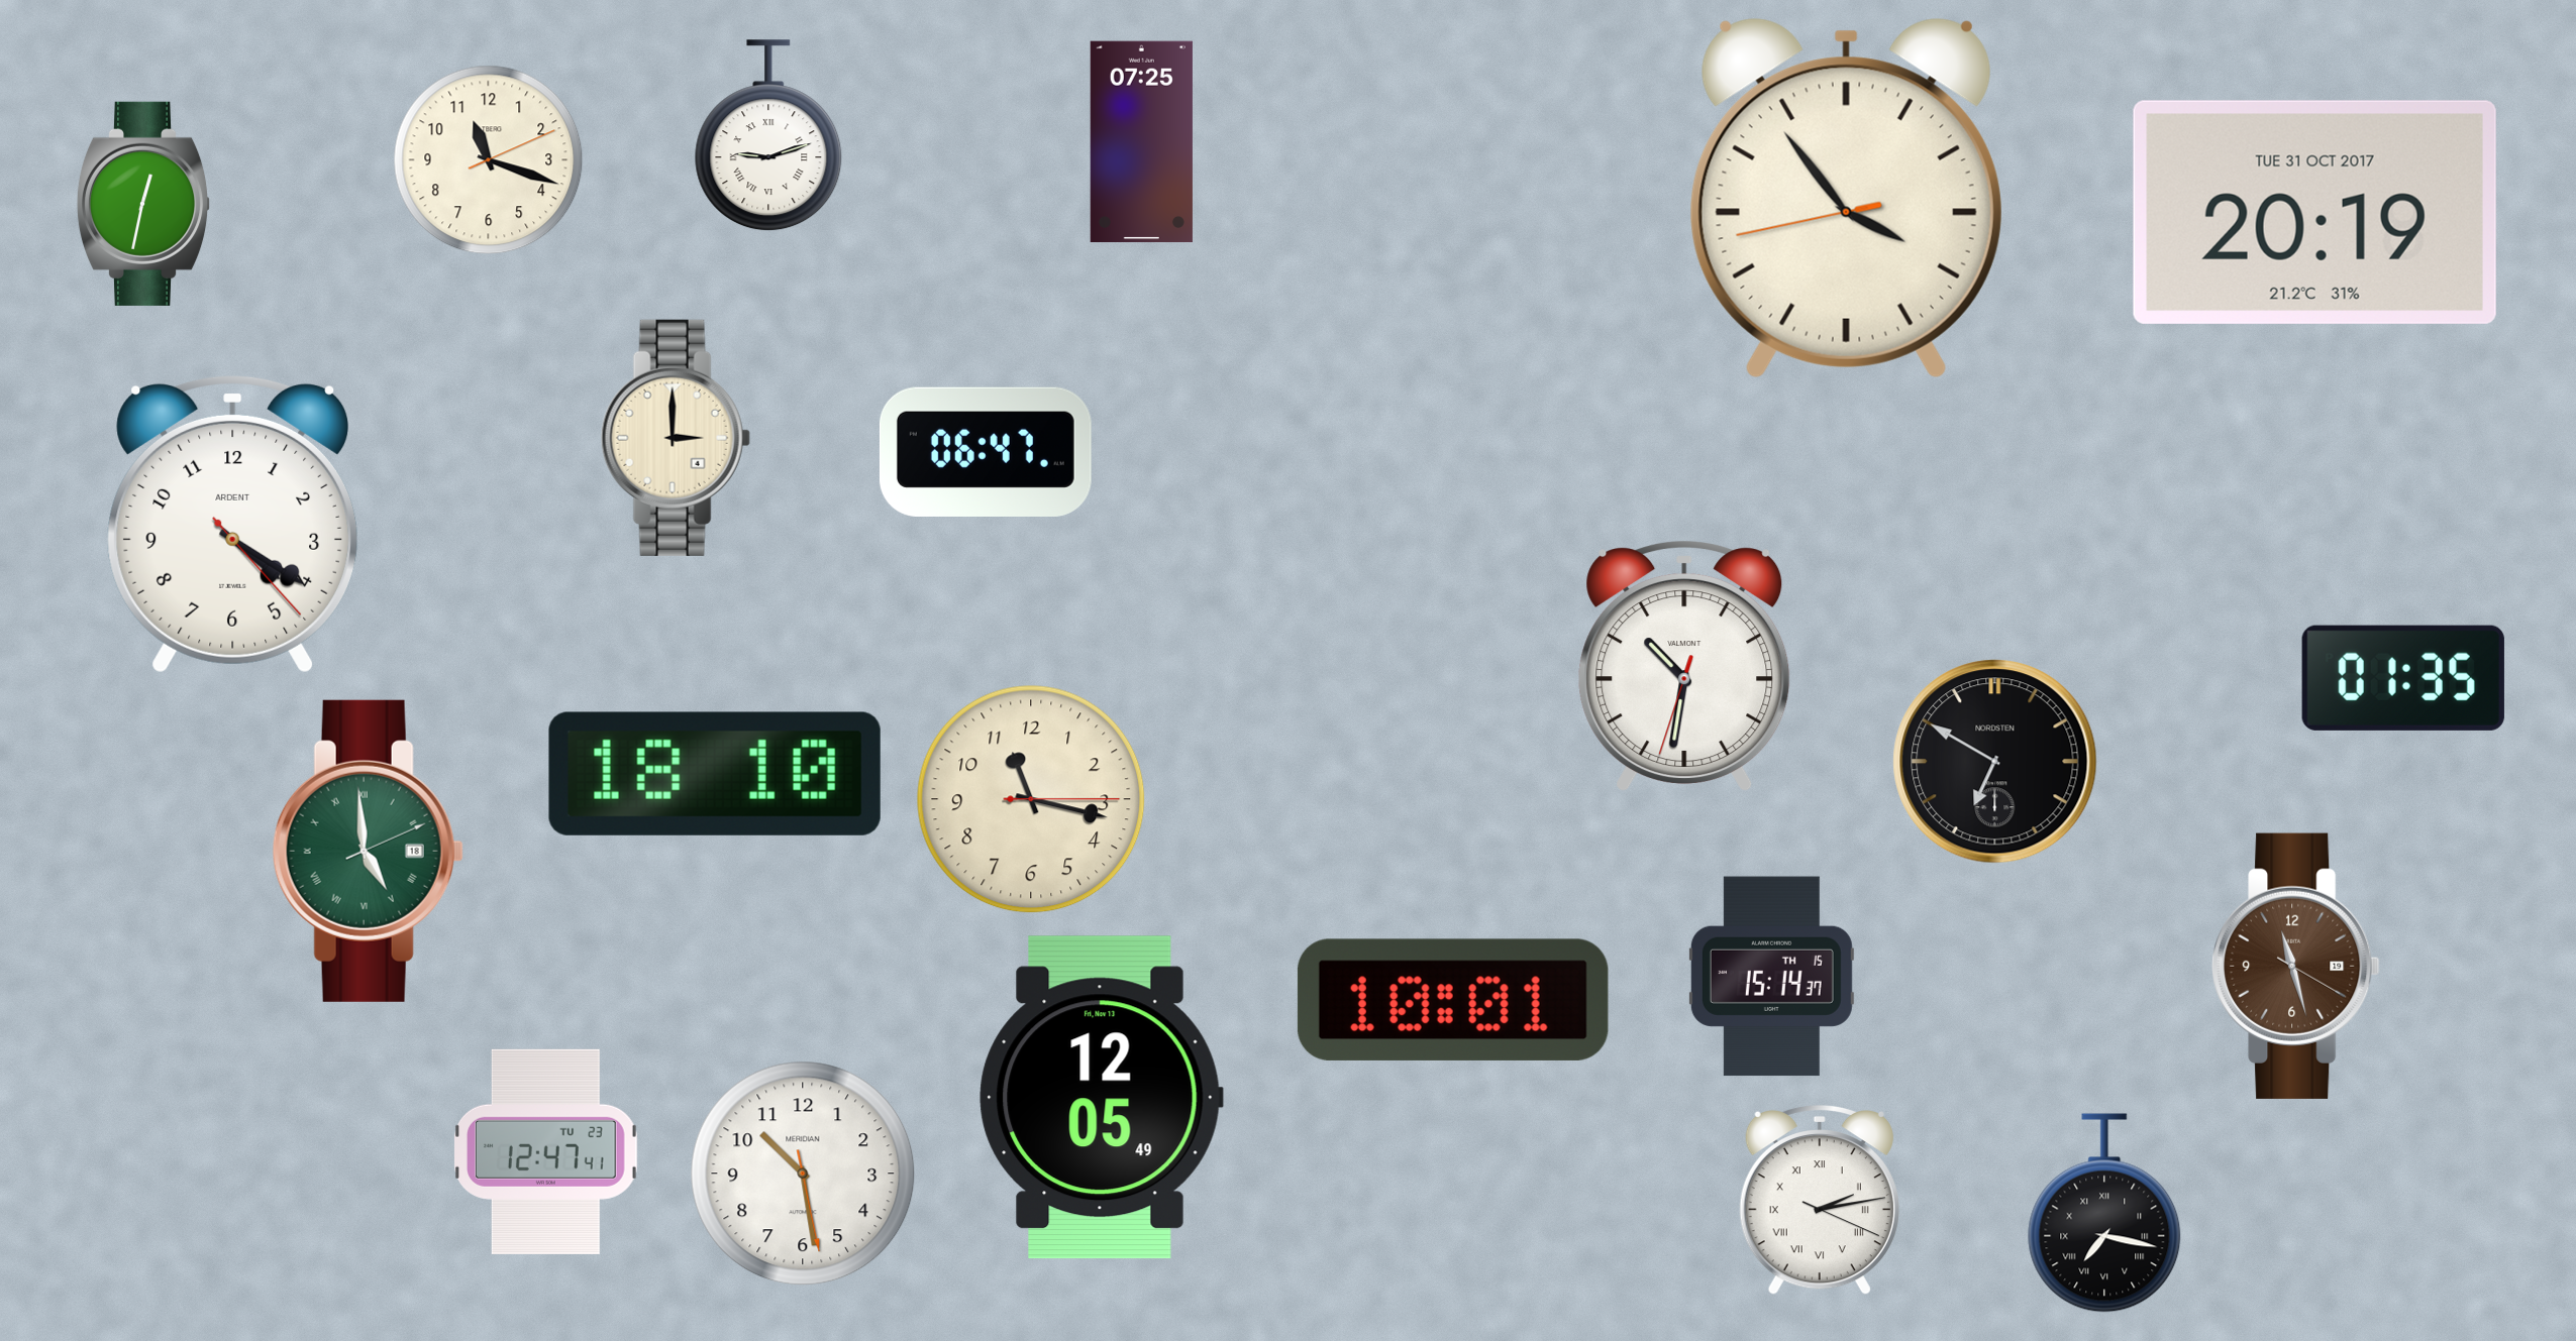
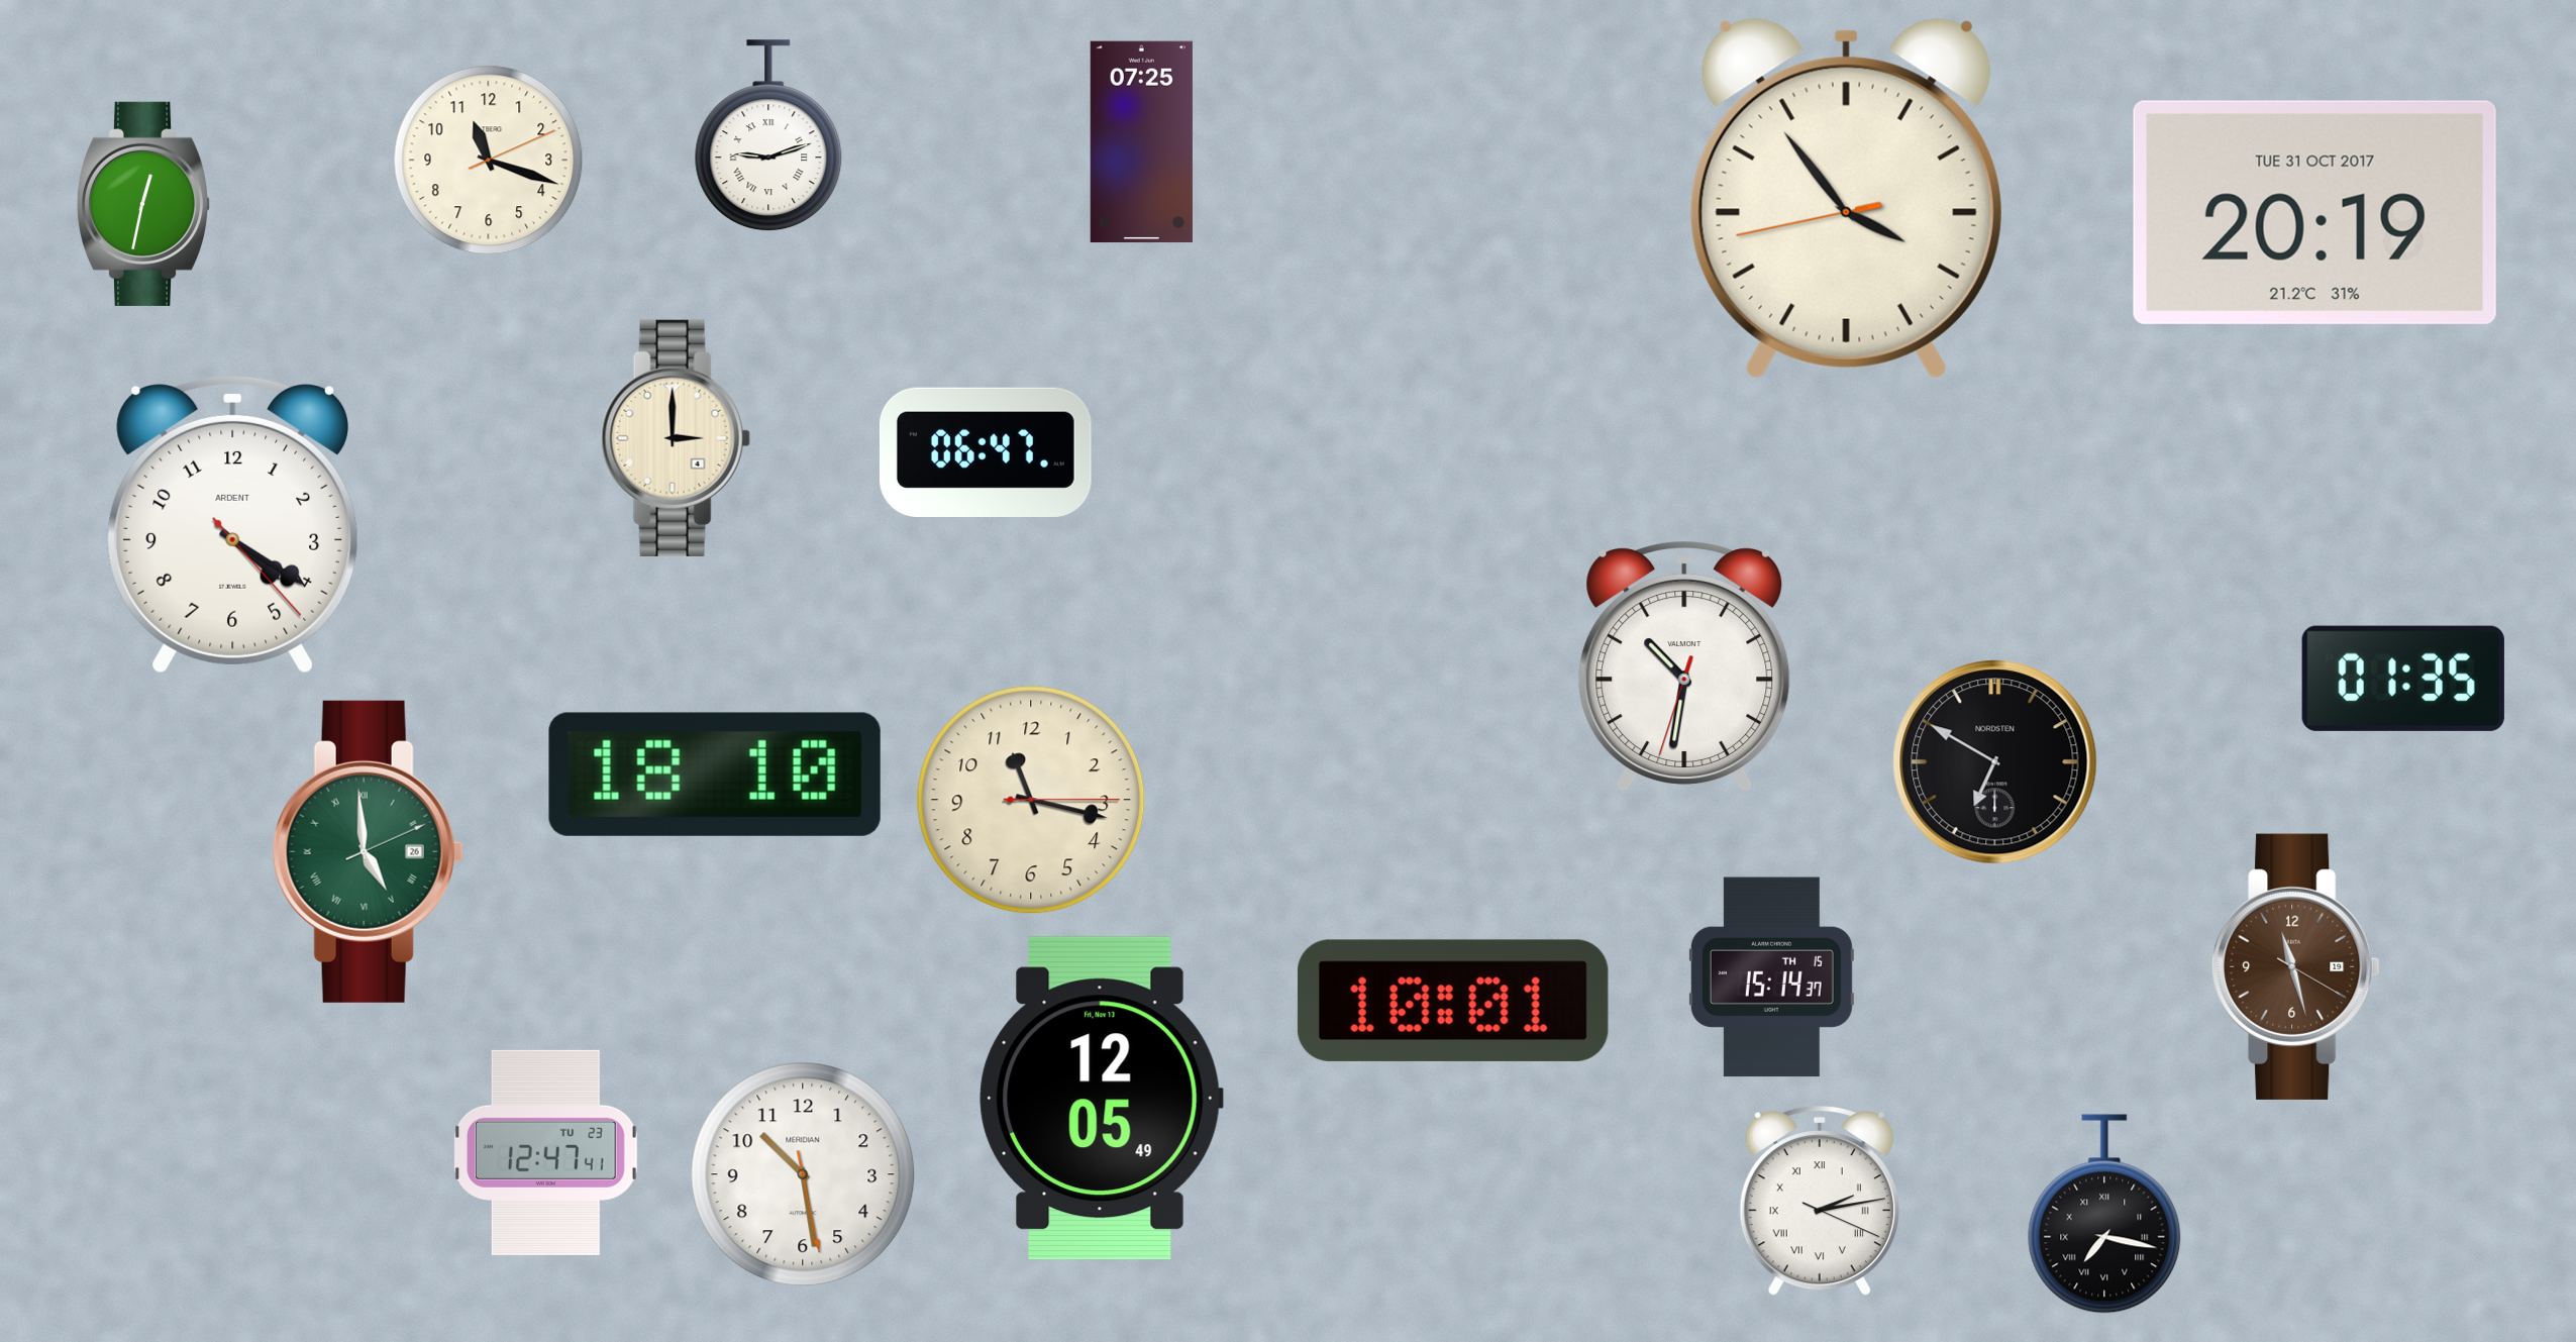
clock at (368, 851) date: 18 -> 26
